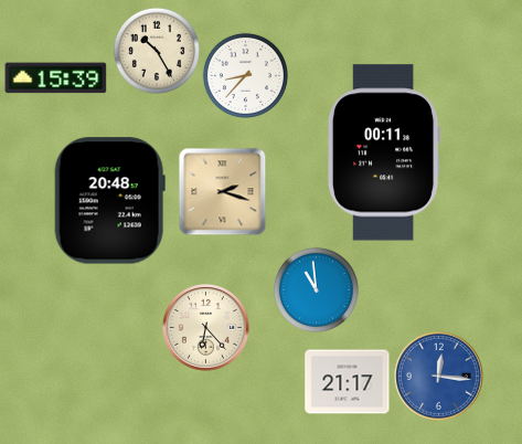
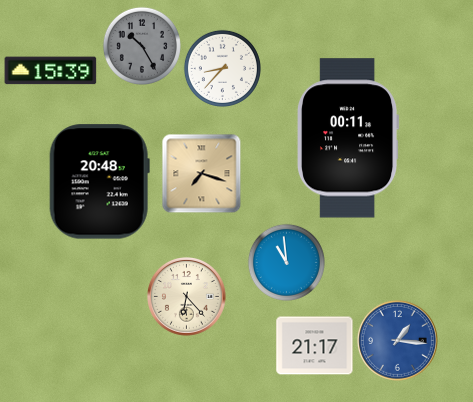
clock at (157, 51) dial: cream -> grey
clock at (222, 191): 2:18 -> 7:18
clock at (438, 376): 12:16 -> 1:16
